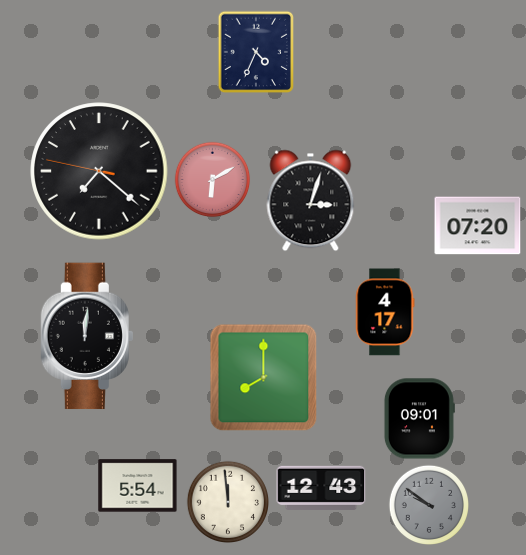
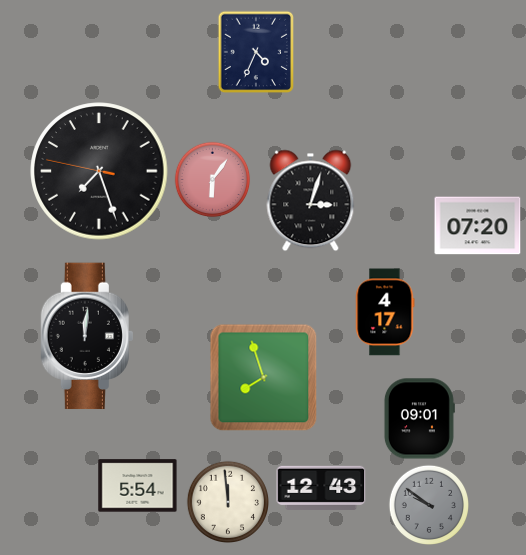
clock at (99, 171): 7:21 -> 7:26
clock at (213, 180): 6:10 -> 6:06
clock at (264, 378): 8:00 -> 7:57
